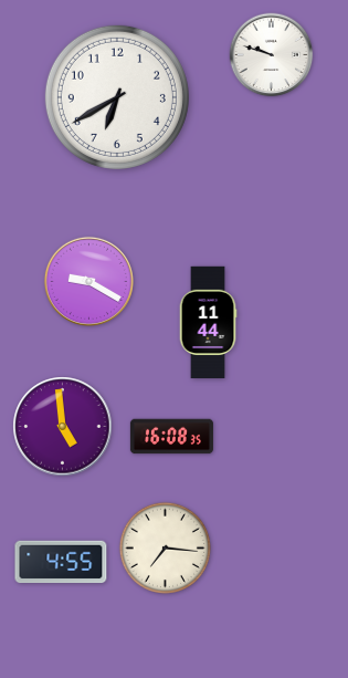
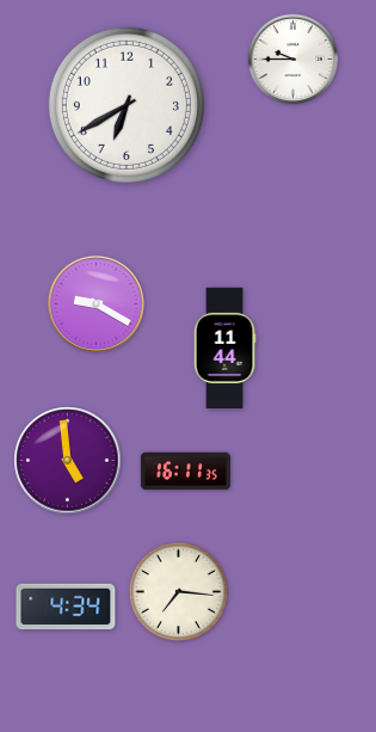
clock at (272, 55): 9:48 -> 9:45
clock at (171, 437): 16:08 -> 16:11
clock at (61, 562): 4:55 -> 4:34
